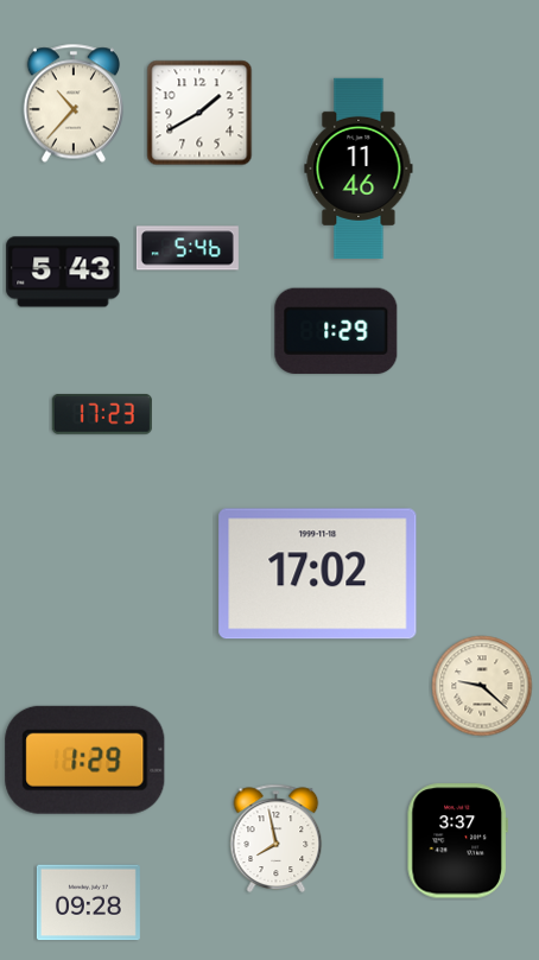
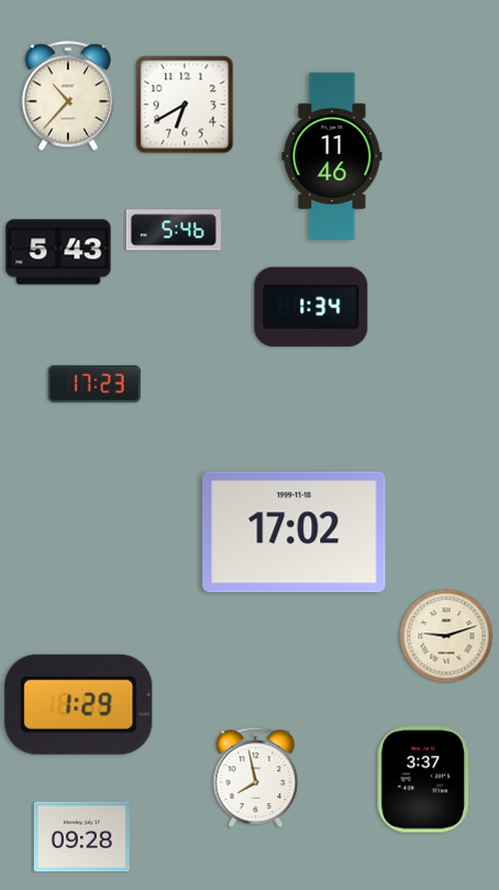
clock at (199, 113): 1:40 -> 6:40
clock at (336, 331): 1:29 -> 1:34
clock at (482, 686): 9:22 -> 9:12
